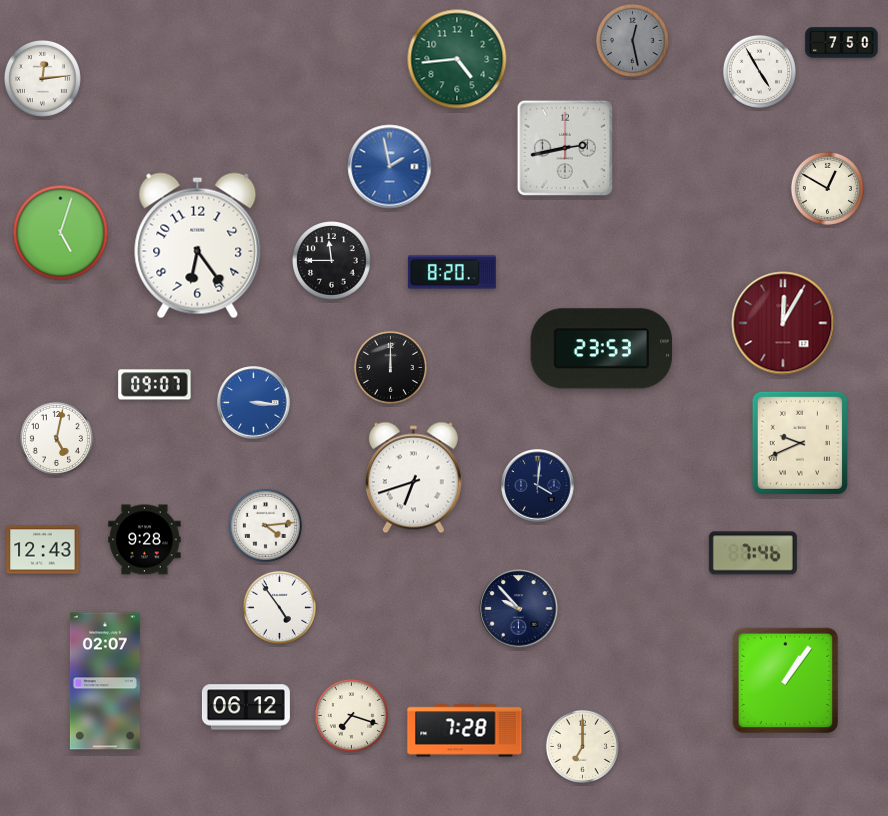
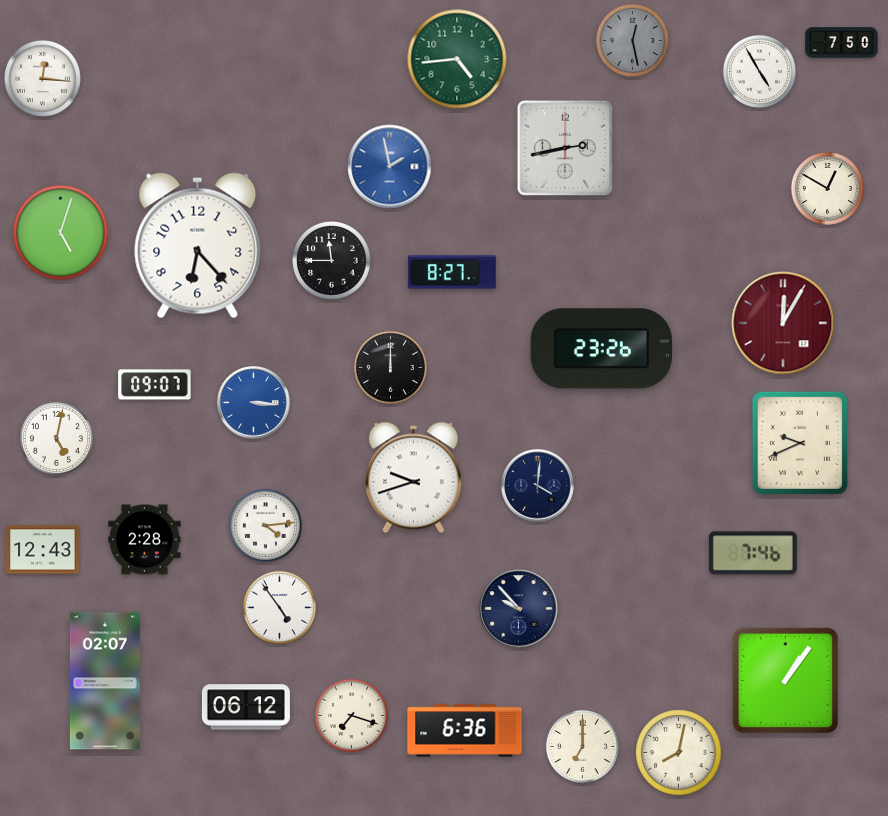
clock at (42, 78): 12:14 -> 12:16
clock at (198, 246): 6:24 -> 6:23
clock at (452, 272): 8:20 -> 8:27
clock at (602, 349): 23:53 -> 23:26
clock at (413, 478): 6:42 -> 9:42
clock at (145, 540): 9:28 -> 2:28
clock at (465, 731): 7:28 -> 6:36
clock at (679, 753): none -> 8:02
